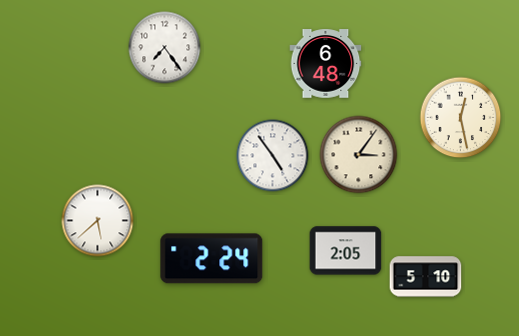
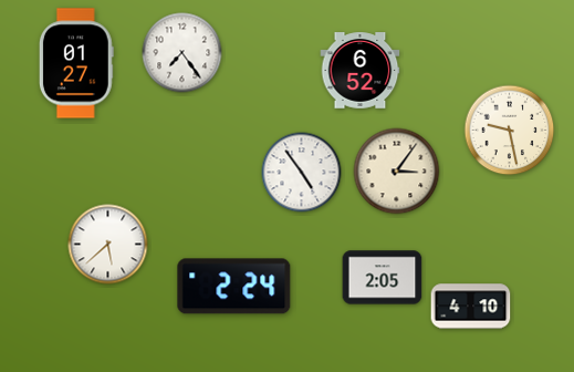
clock at (76, 63): none -> 01:27
clock at (326, 64): 6:48 -> 6:52
clock at (461, 118): 12:28 -> 9:28
clock at (426, 277): 5:10 -> 4:10
